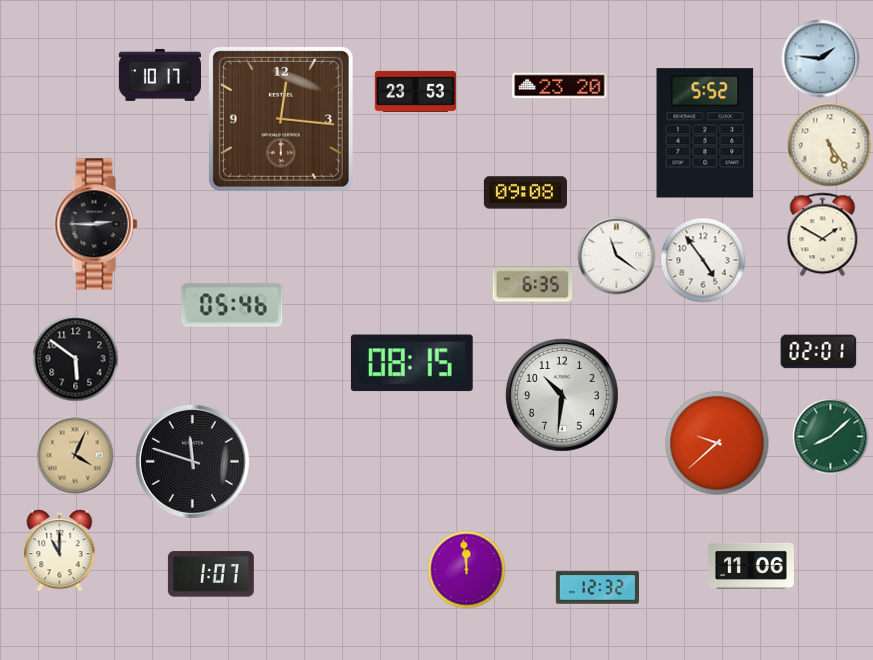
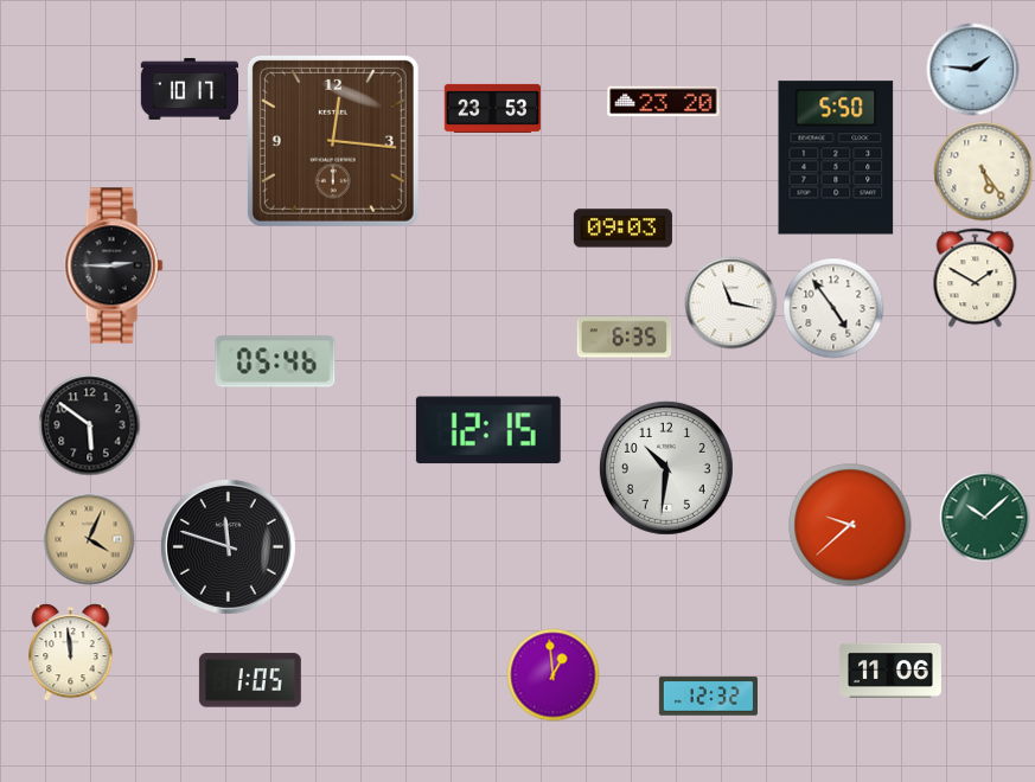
clock at (705, 133): 5:52 -> 5:50
clock at (525, 193): 09:08 -> 09:03
clock at (617, 256): 11:21 -> 11:17
clock at (533, 285) position: (533, 285) -> (625, 338)
clock at (819, 352): 02:01 -> none
clock at (412, 363): 08:15 -> 12:15
clock at (831, 437): 8:08 -> 10:08
clock at (60, 551): 11:00 -> 11:59
clock at (467, 570): 11:59 -> 12:59
clock at (211, 574): 1:07 -> 1:05
